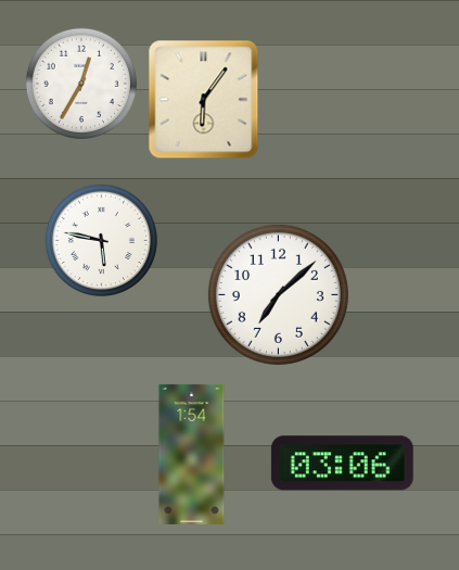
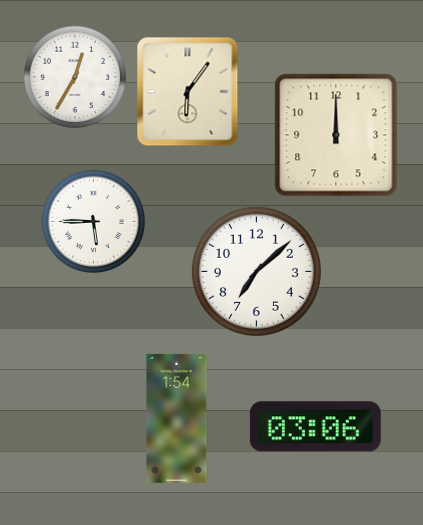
clock at (336, 135): none -> 12:00
clock at (101, 240): 5:47 -> 5:45
